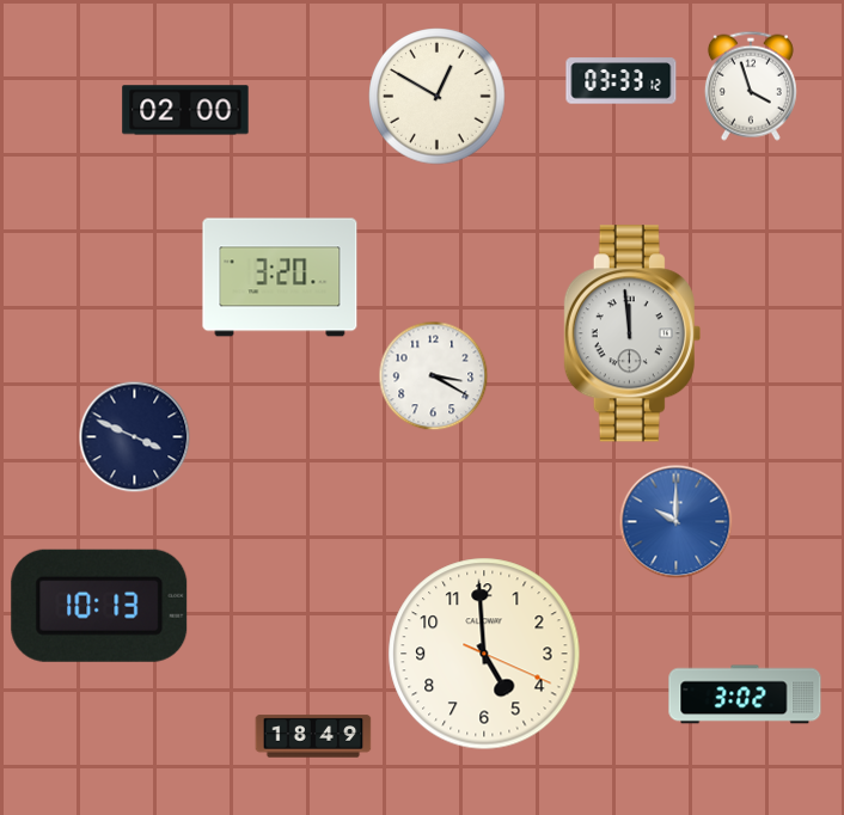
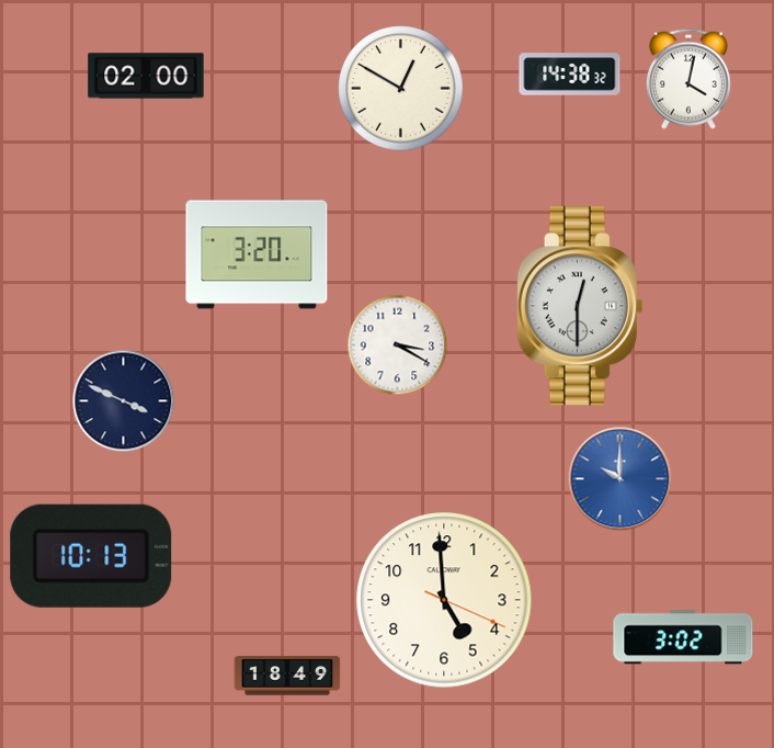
clock at (622, 81): 03:33 -> 14:38
clock at (751, 86): 3:57 -> 4:02
clock at (185, 110) position: (185, 110) -> (146, 76)
clock at (632, 333): 11:59 -> 12:30
